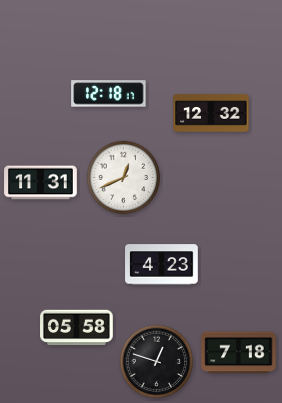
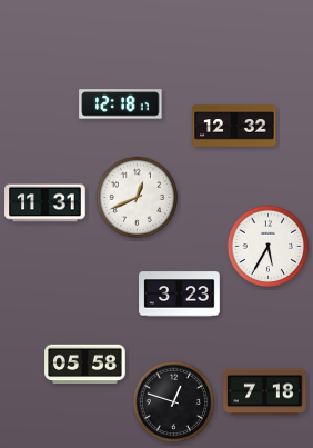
clock at (269, 247): none -> 5:35
clock at (162, 265): 4:23 -> 3:23
